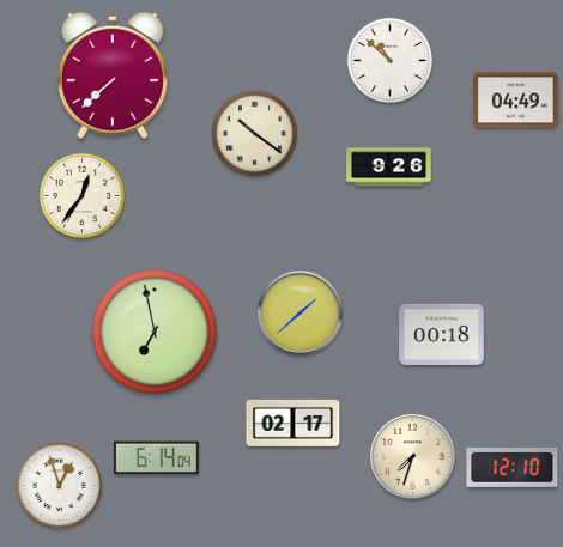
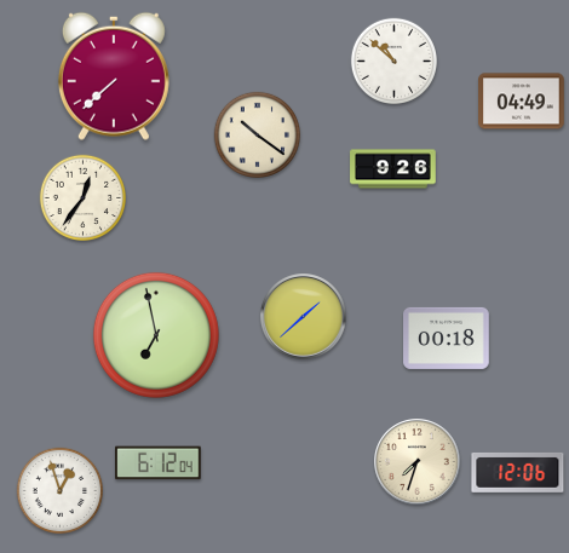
clock at (293, 423): 02:17 -> none
clock at (157, 458): 6:14 -> 6:12
clock at (513, 467): 12:10 -> 12:06
